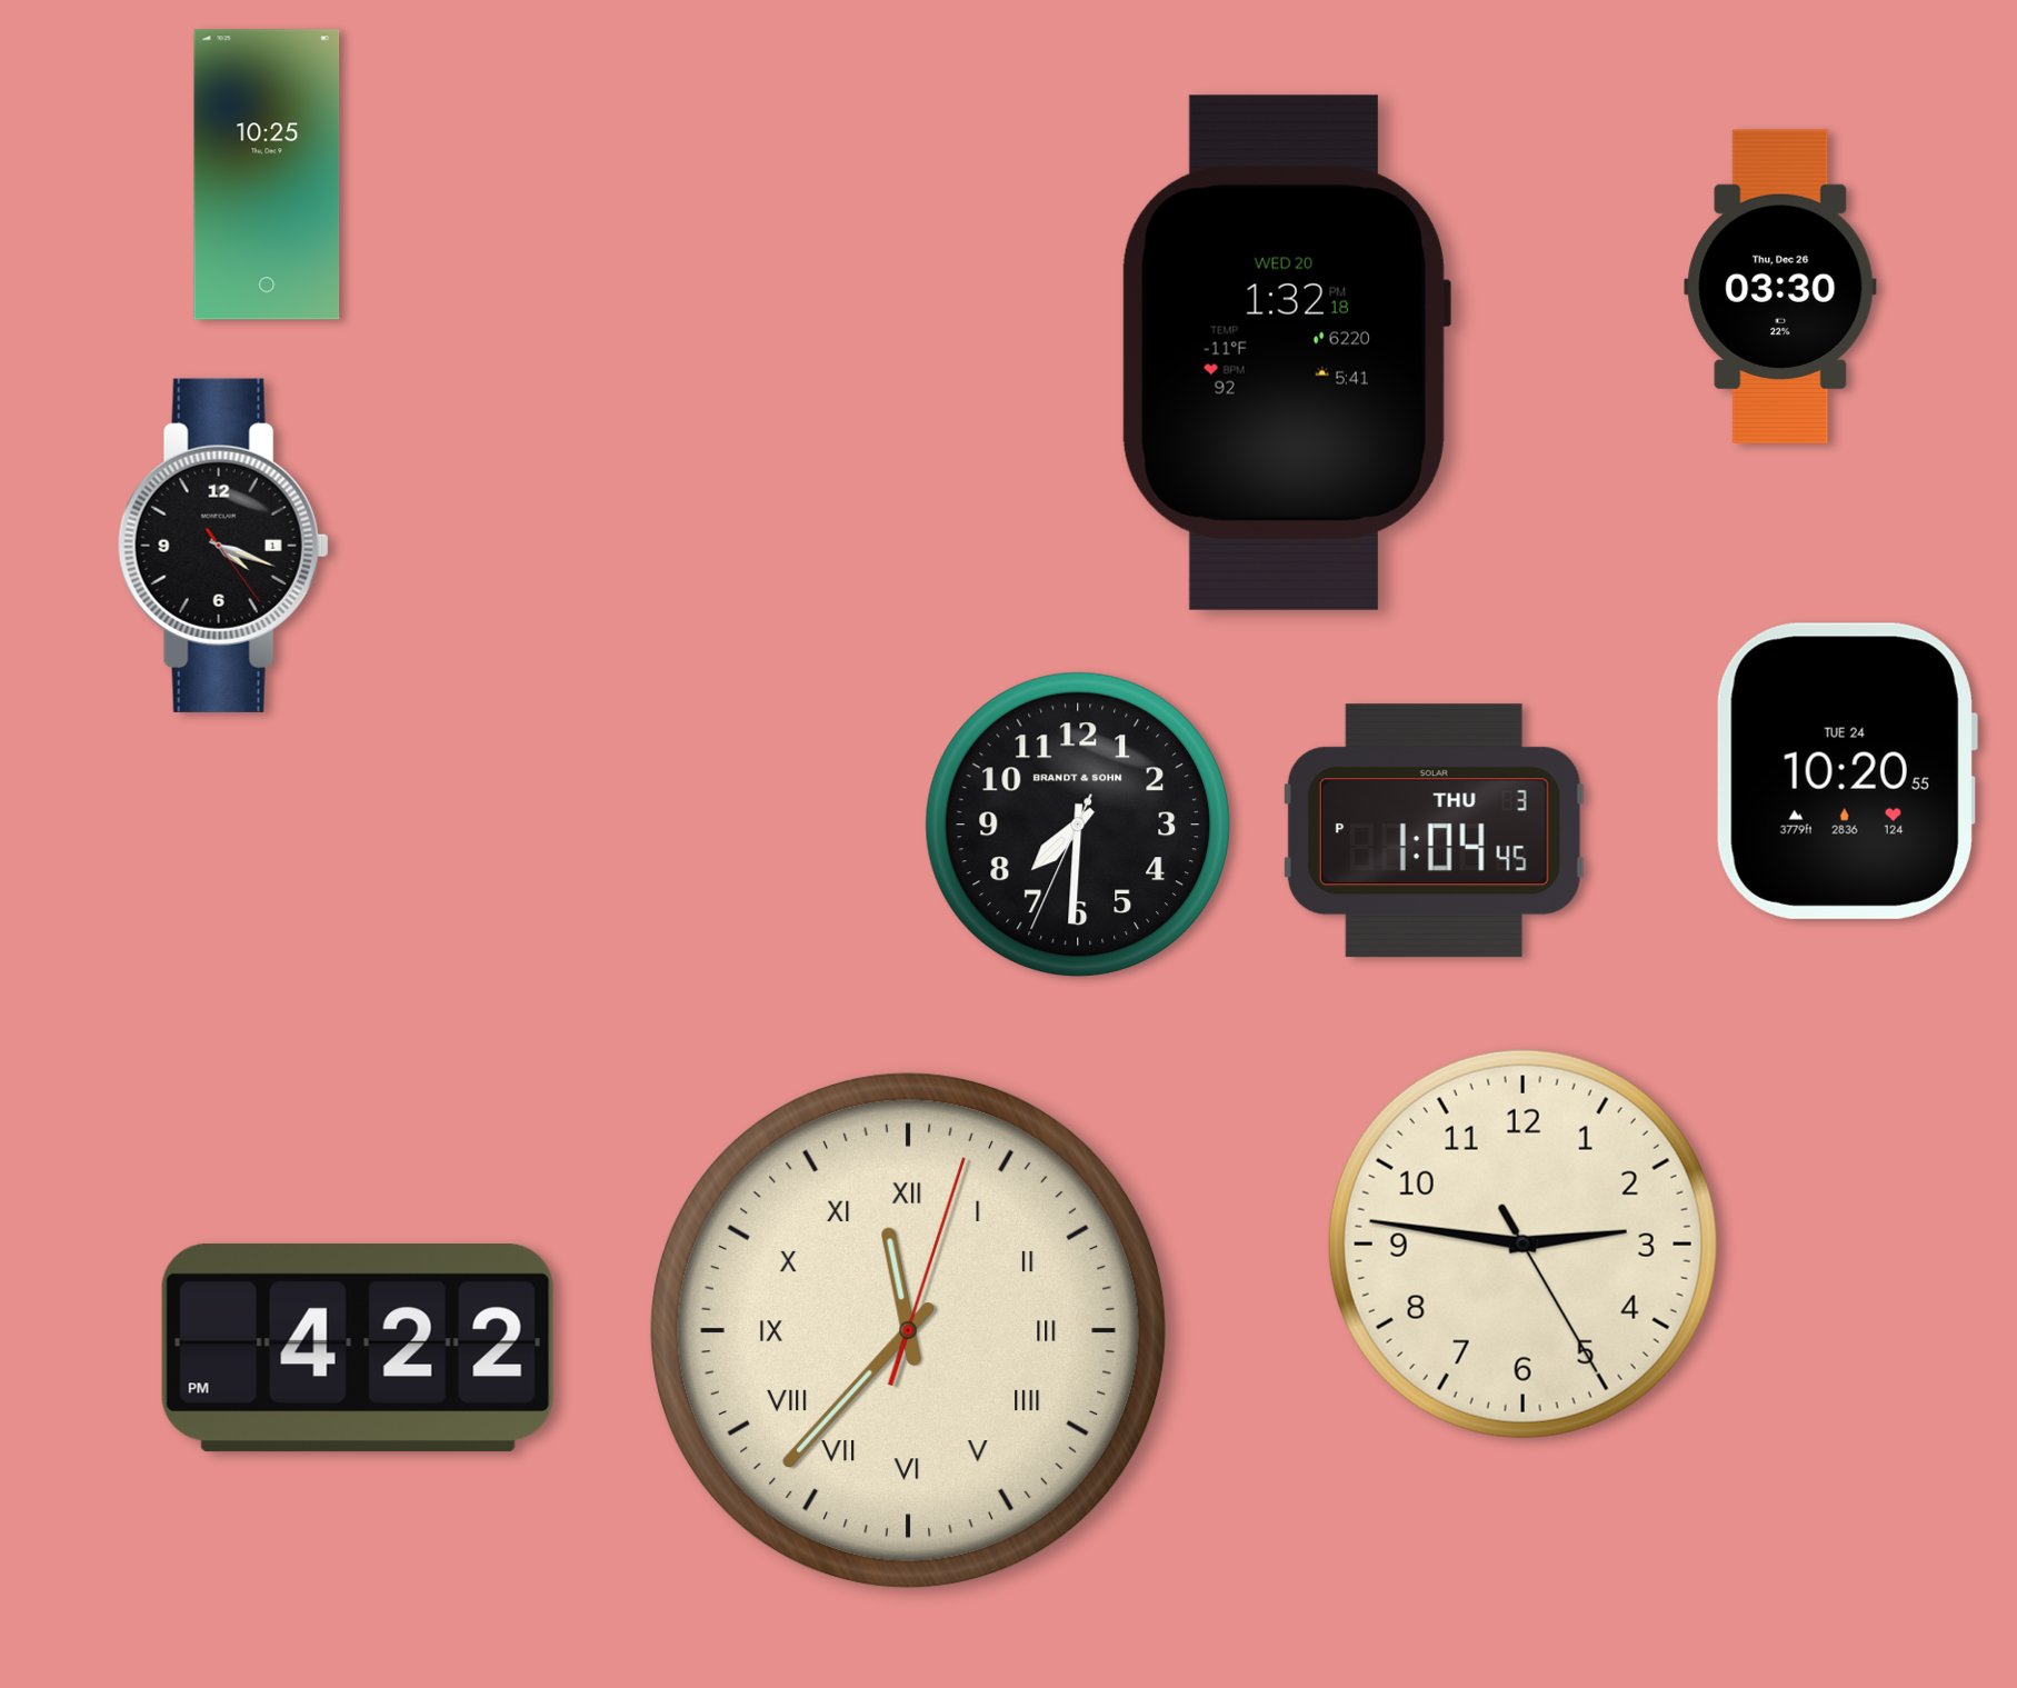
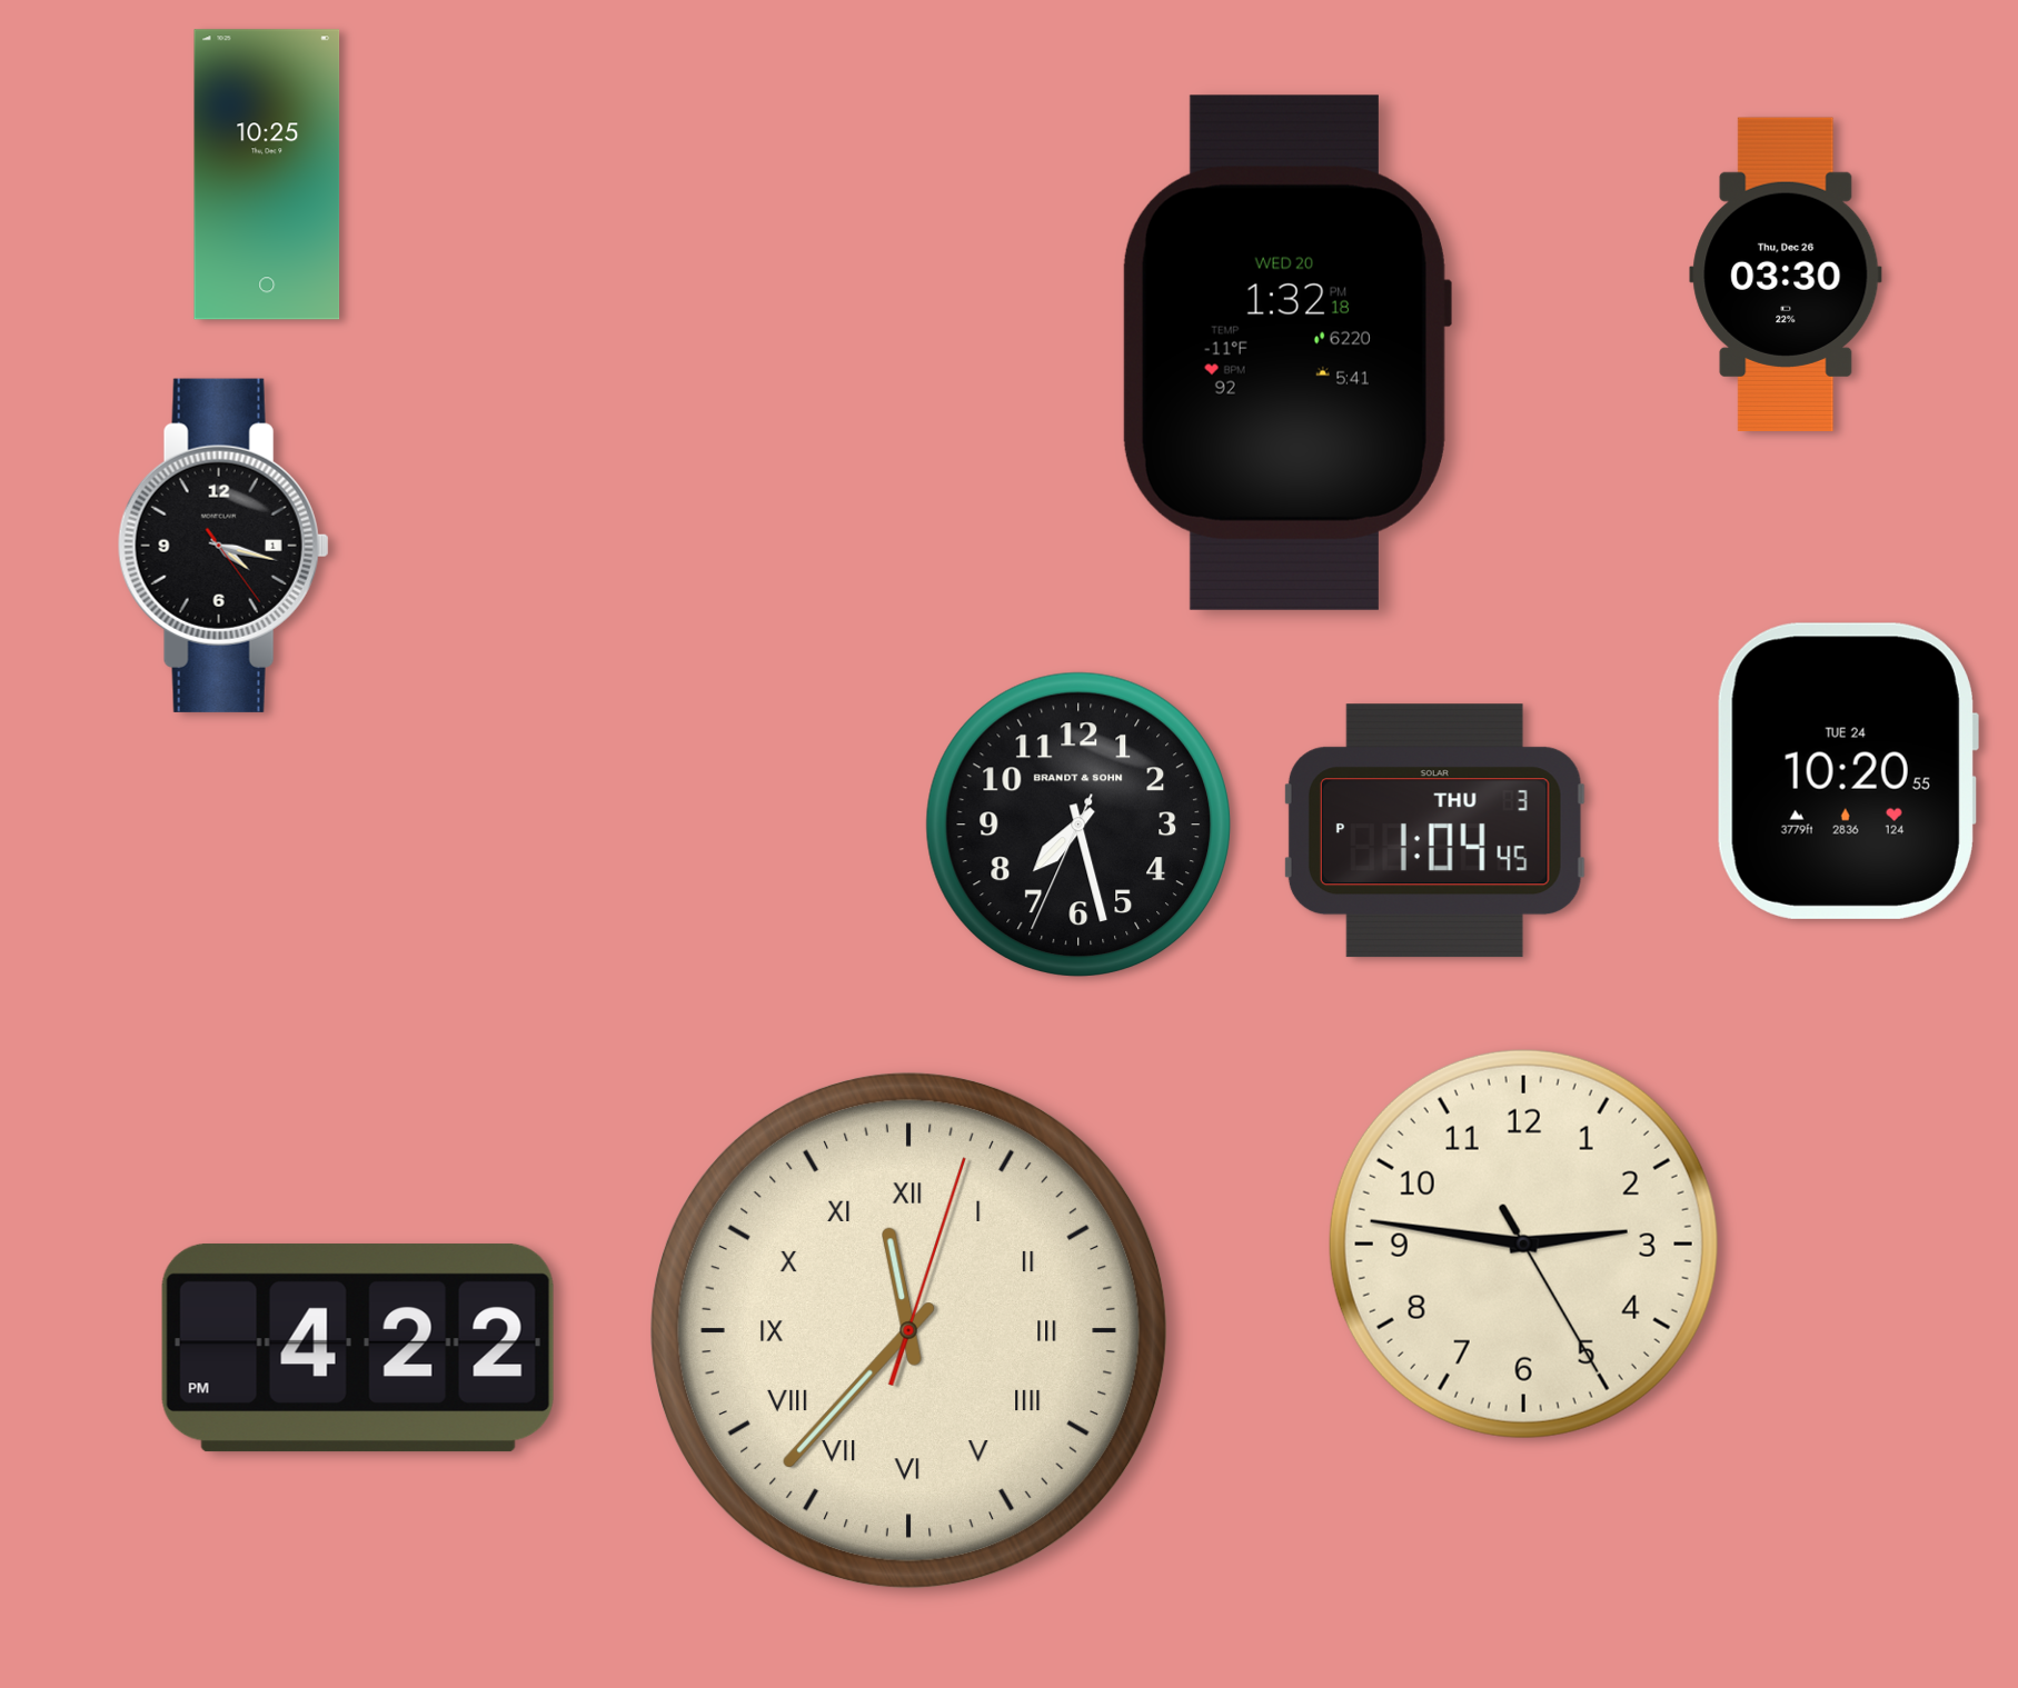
clock at (1780, 286) position: (1780, 286) -> (1786, 273)
clock at (223, 546): 4:18 -> 4:17
clock at (1077, 823): 7:30 -> 7:27
